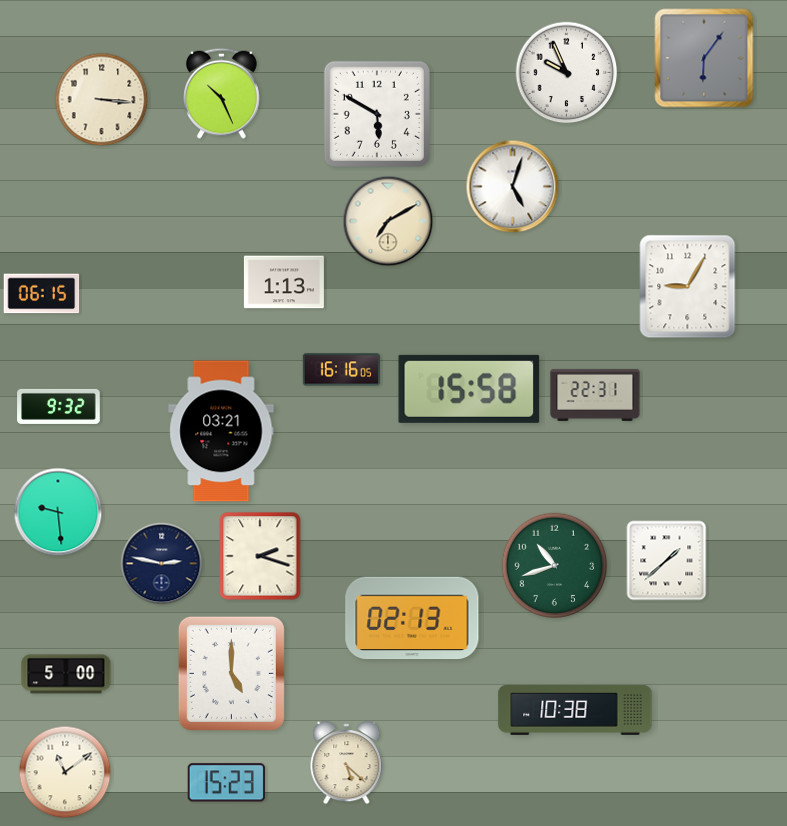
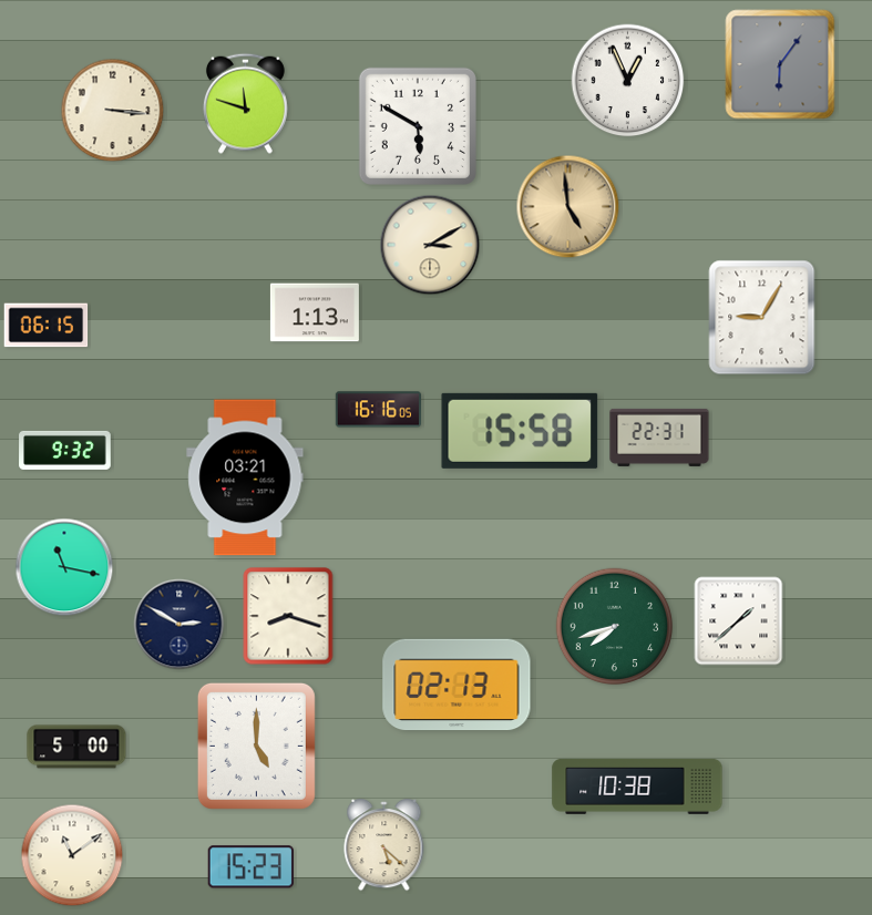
clock at (567, 73): 9:56 -> 12:56
clock at (222, 93): 10:26 -> 11:48
clock at (513, 187): 5:03 -> 4:59
clock at (513, 187) dial: white -> champagne
clock at (388, 221): 7:10 -> 3:10
clock at (58, 512): 9:29 -> 11:17
clock at (260, 556): 2:18 -> 8:18
clock at (162, 564): 2:47 -> 2:50
clock at (555, 566): 10:42 -> 7:42
clock at (66, 674) position: (66, 674) -> (76, 747)
